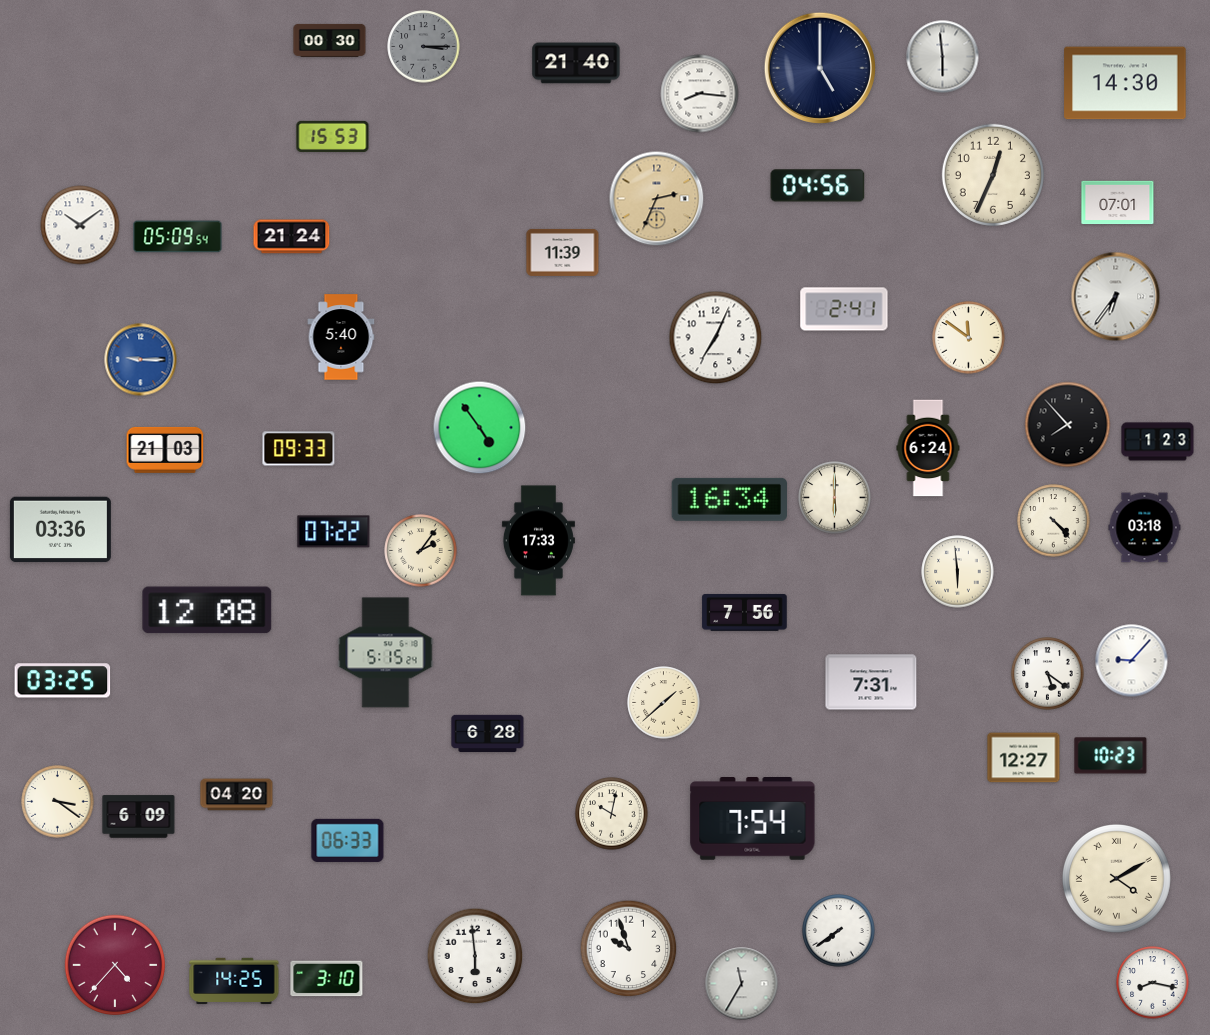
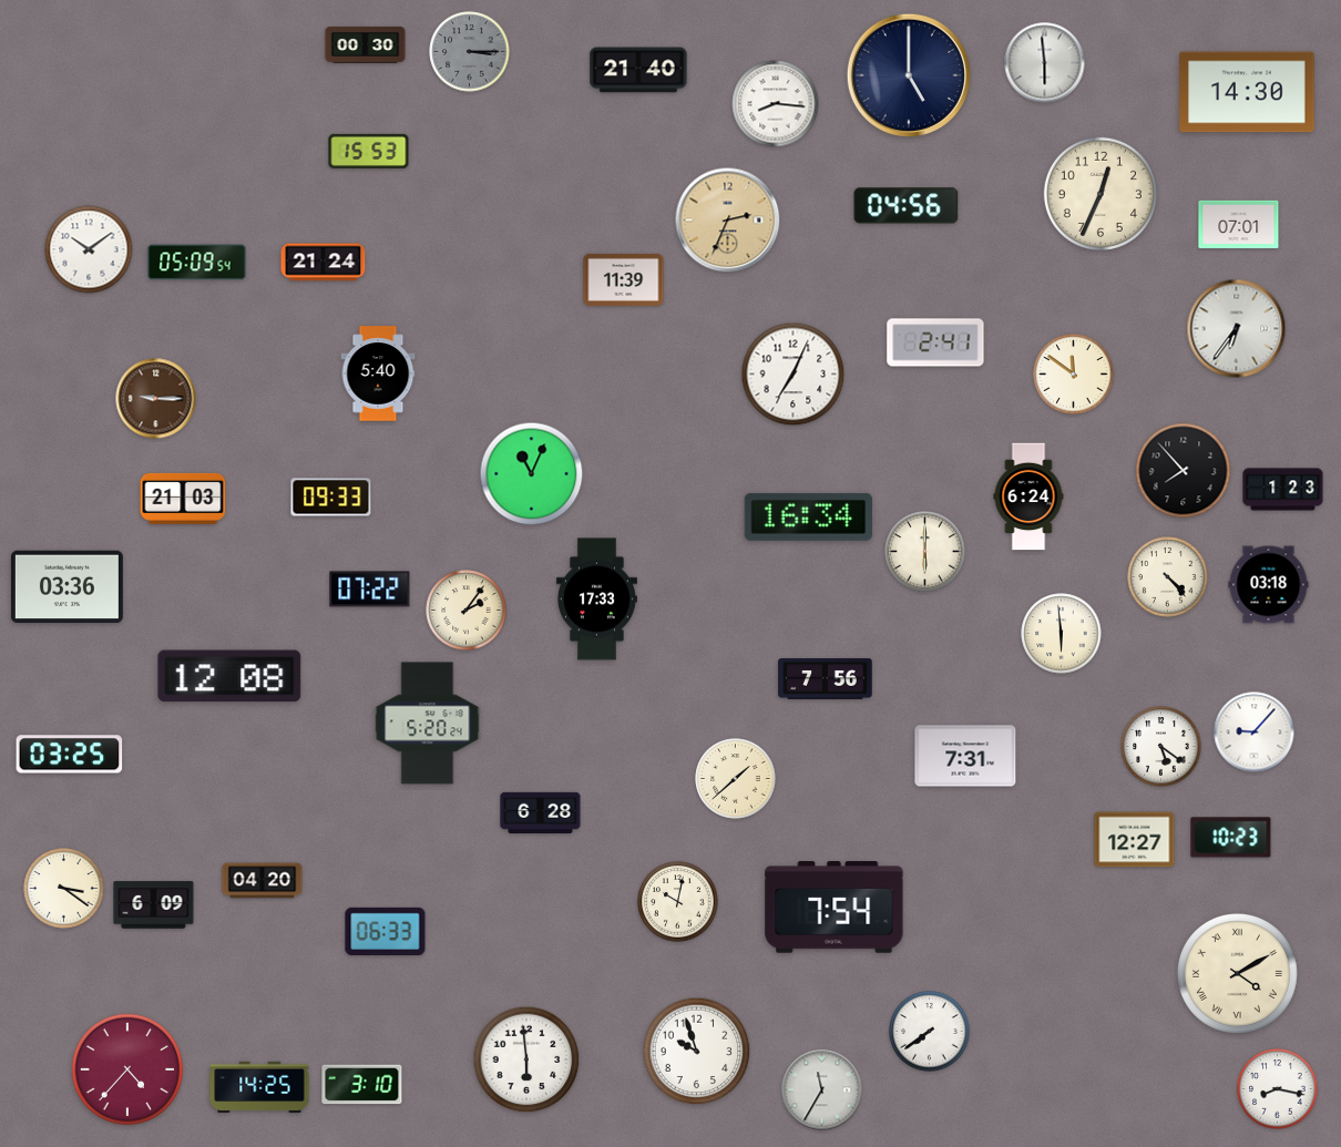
clock at (141, 360) dial: blue -> brown
clock at (480, 428): 4:54 -> 11:04
clock at (729, 499) position: (729, 499) -> (808, 516)
clock at (386, 653): 5:15 -> 5:20
